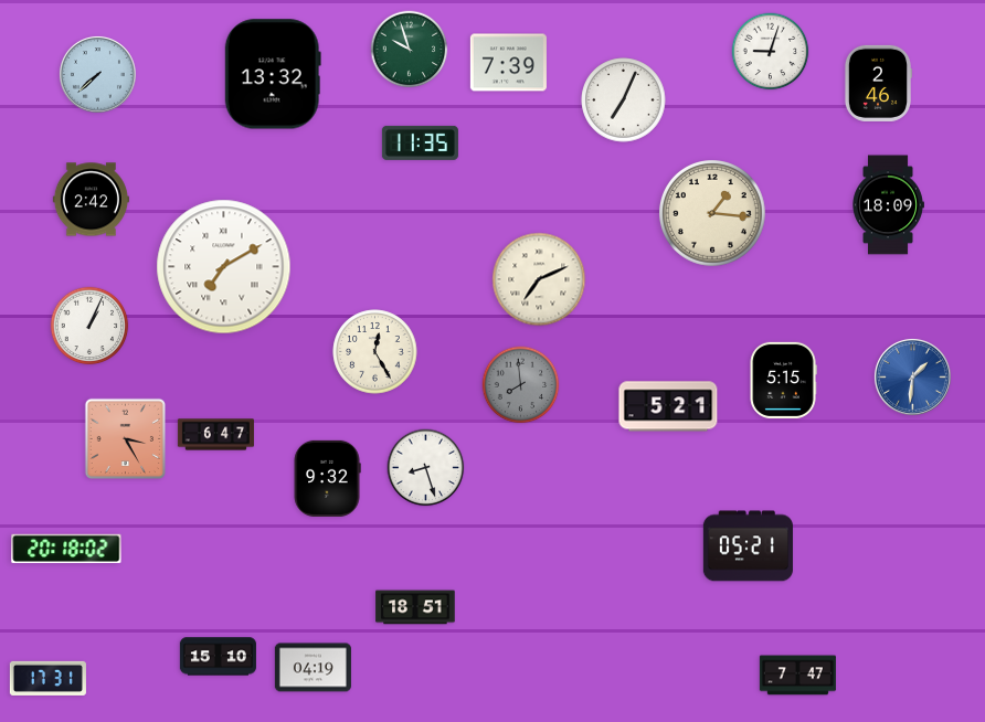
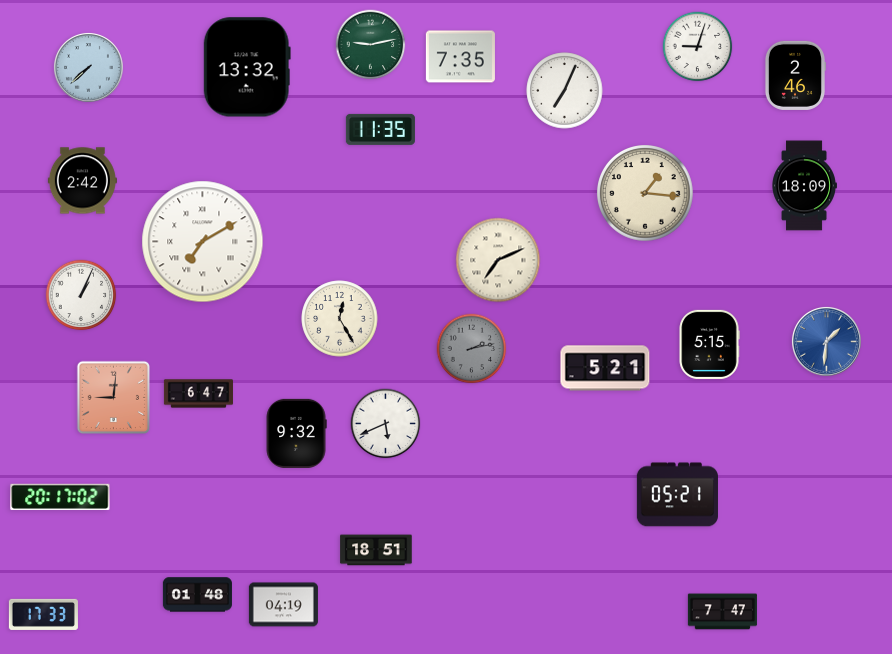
clock at (410, 50): 9:57 -> 9:13
clock at (508, 63): 7:39 -> 7:35
clock at (539, 279) position: (539, 279) -> (498, 260)
clock at (521, 385): 7:59 -> 2:13
clock at (215, 435) position: (215, 435) -> (198, 394)
clock at (125, 438): 3:25 -> 9:01
clock at (426, 468): 8:27 -> 5:41
clock at (66, 548): 20:18 -> 20:17
clock at (218, 657): 15:10 -> 01:48
clock at (47, 678): 17:31 -> 17:33
